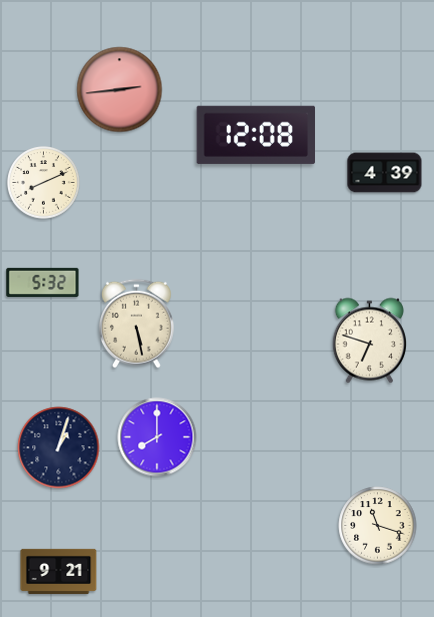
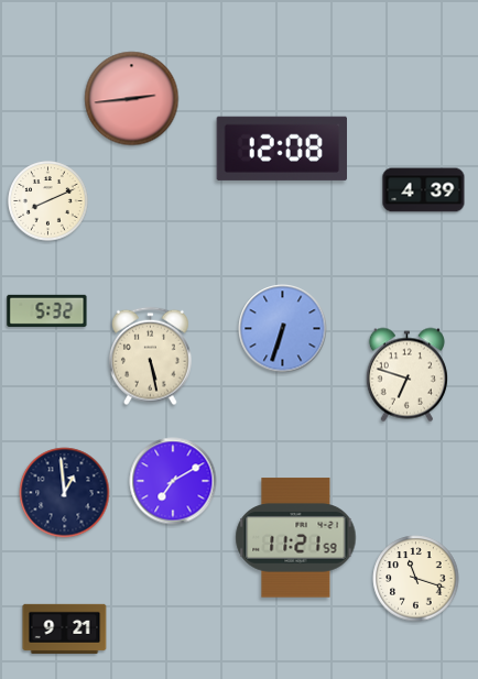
clock at (283, 329): none -> 6:33
clock at (157, 437): 8:00 -> 7:10
clock at (59, 448): 1:03 -> 12:59
clock at (296, 538): none -> 11:21
